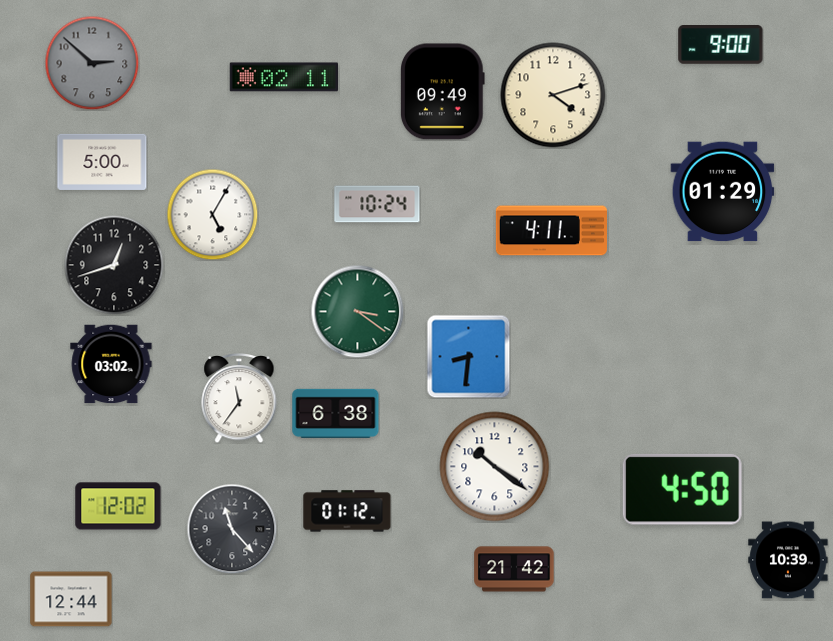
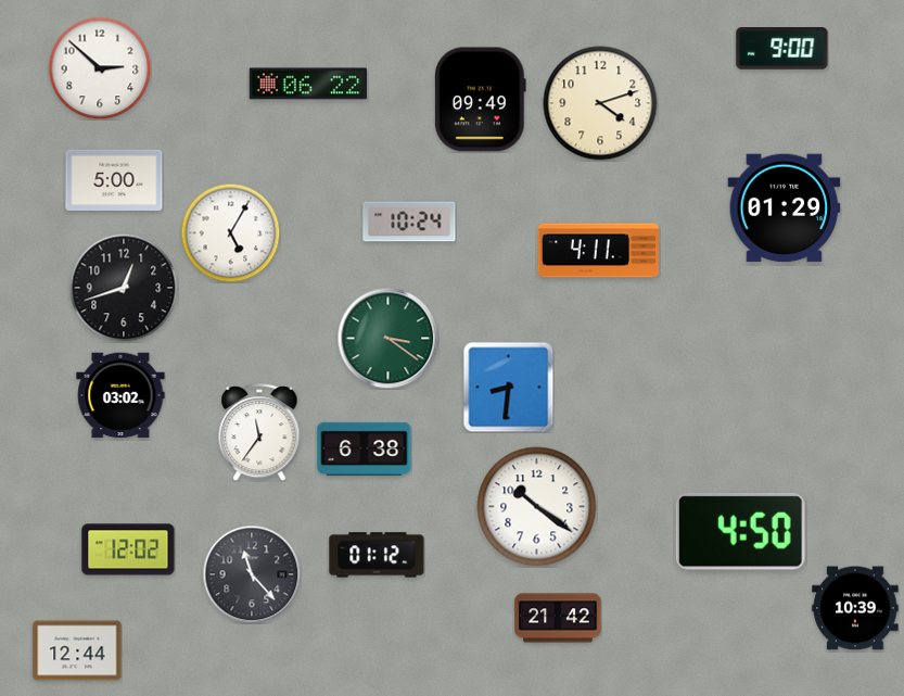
clock at (92, 63) dial: grey -> white
clock at (283, 77): 02:11 -> 06:22
clock at (102, 162) position: (102, 162) -> (114, 180)
